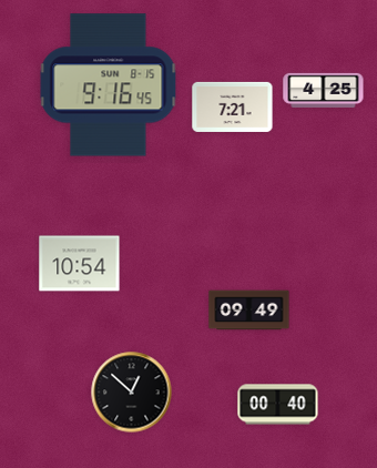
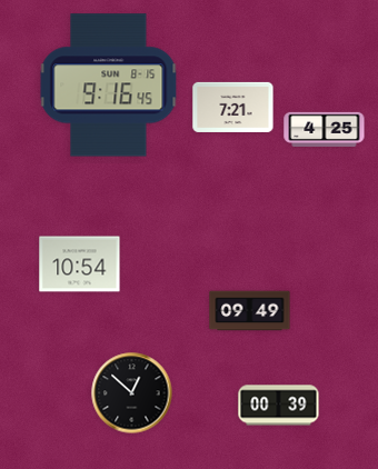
clock at (324, 90) position: (324, 90) -> (325, 129)
clock at (278, 405): 00:40 -> 00:39
